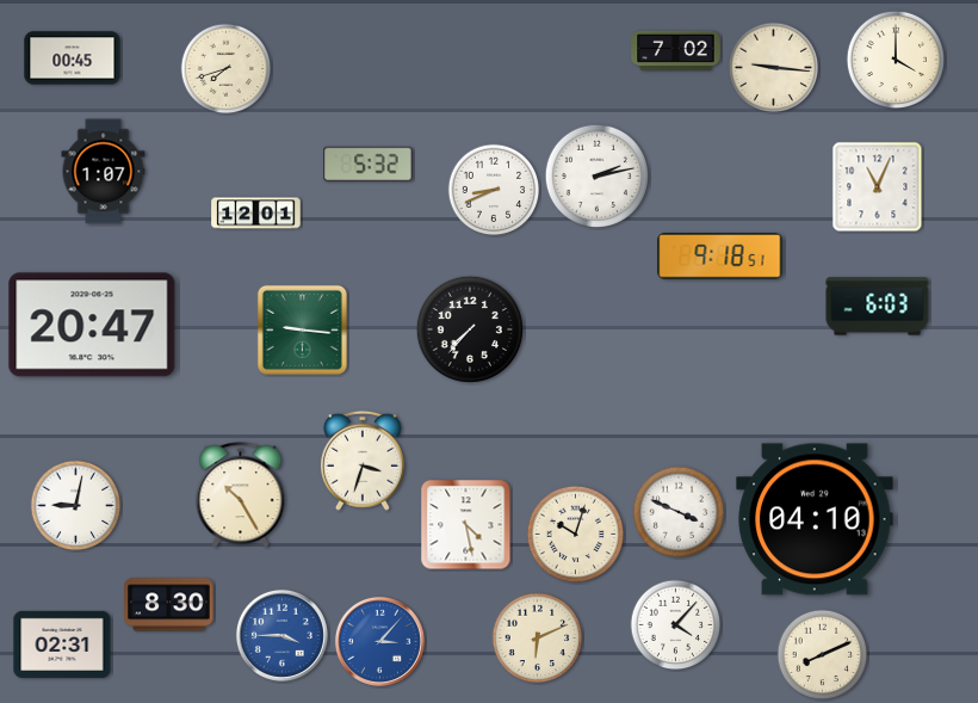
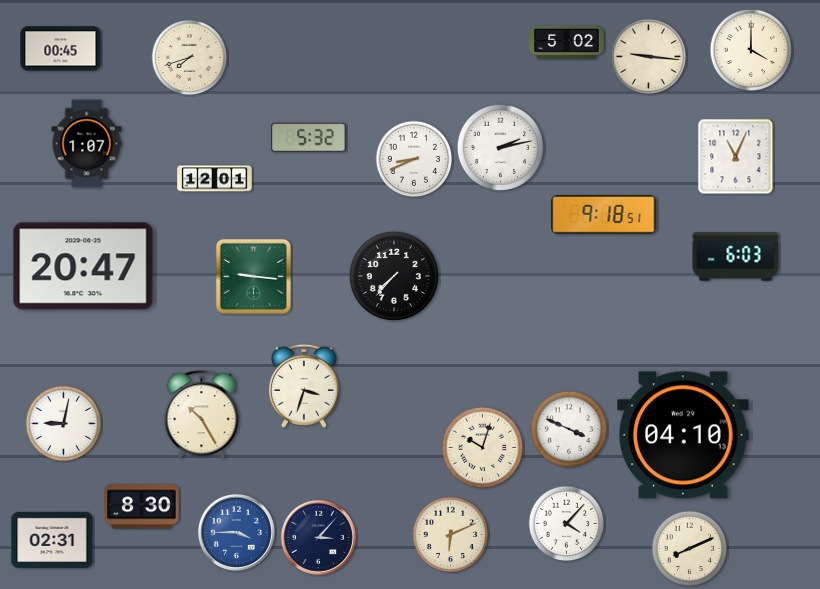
clock at (676, 51): 7:02 -> 5:02
clock at (92, 325) position: (92, 325) -> (83, 266)
clock at (466, 525): 4:28 -> none
clock at (379, 641) dial: blue -> navy
